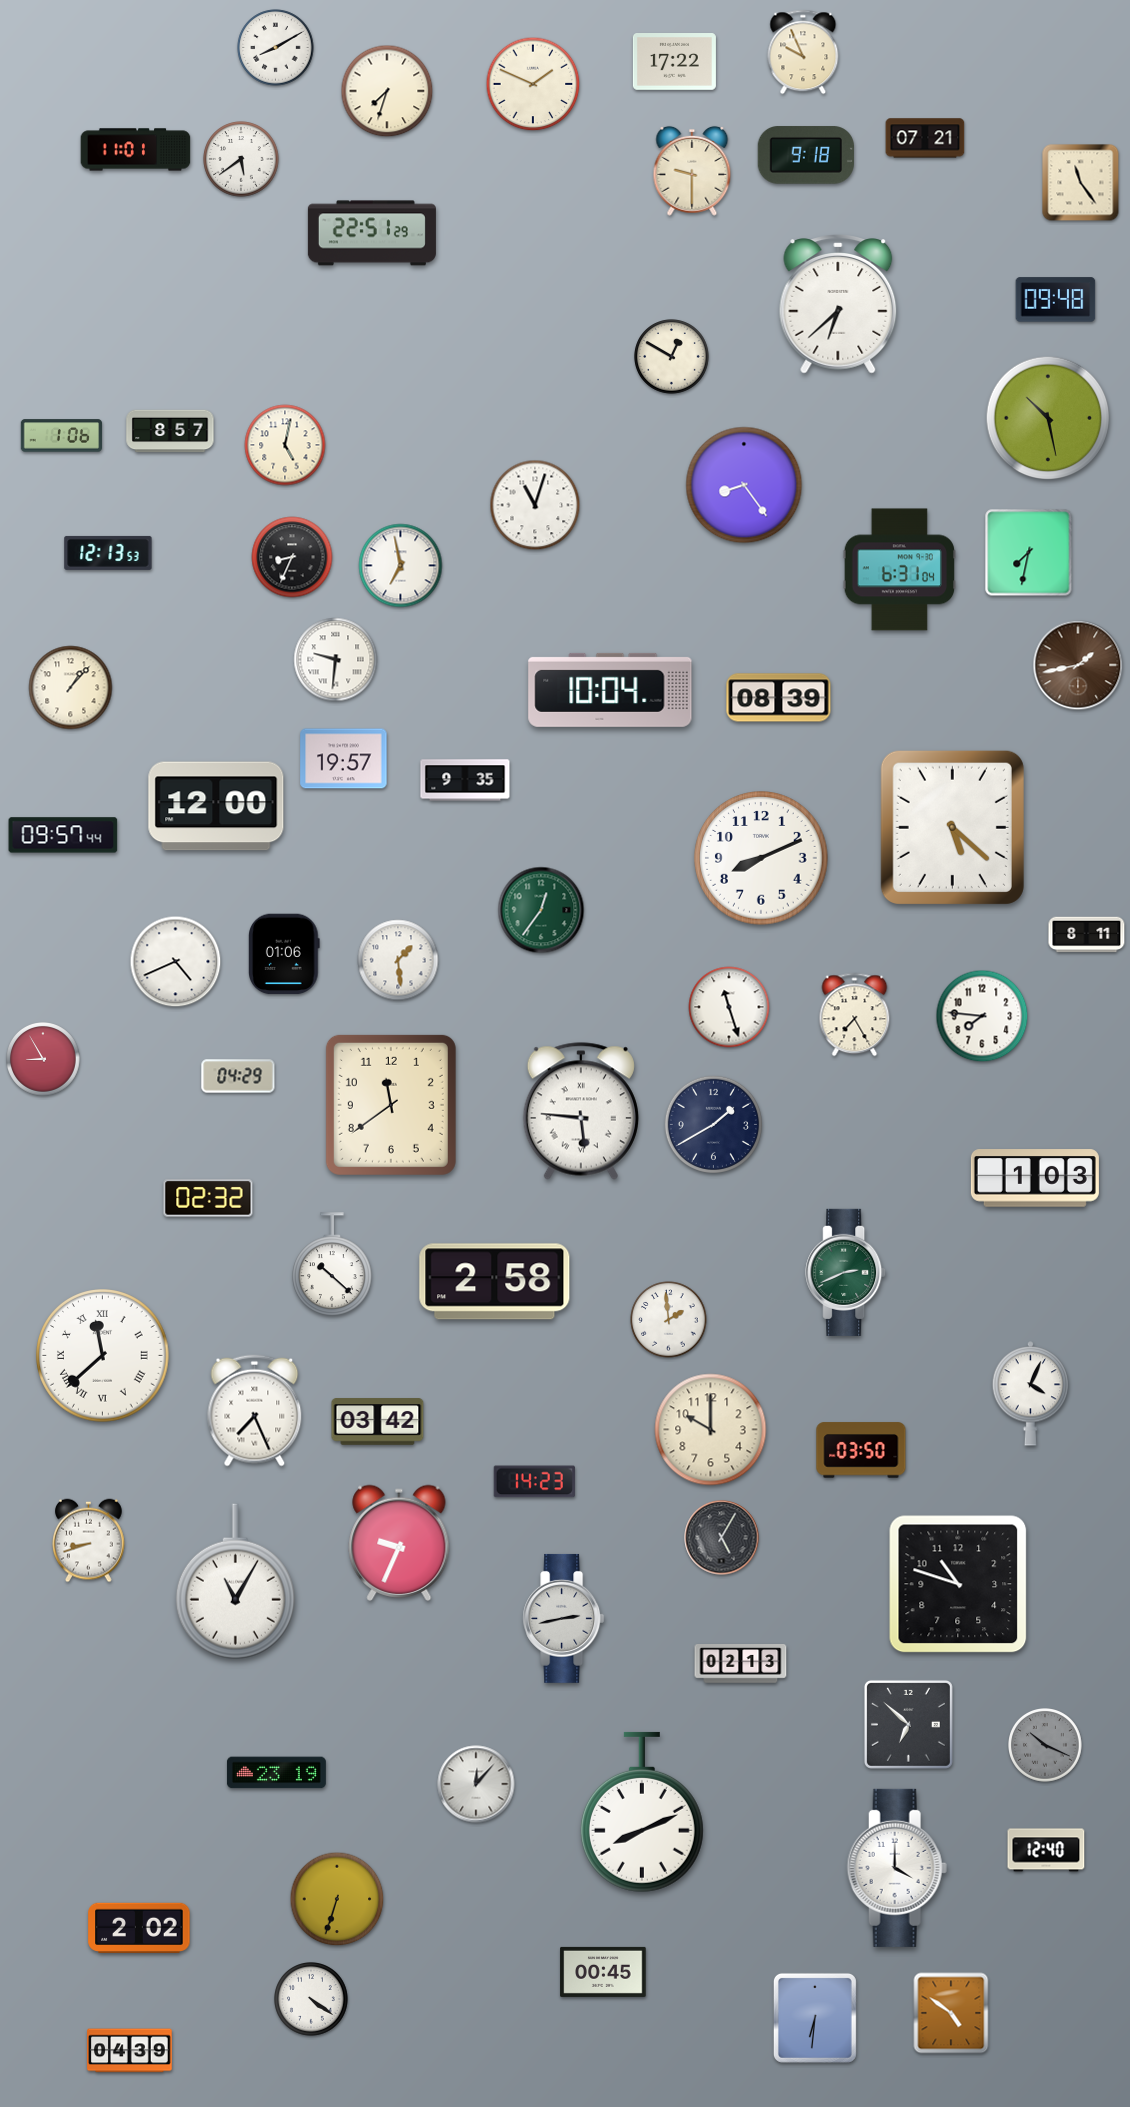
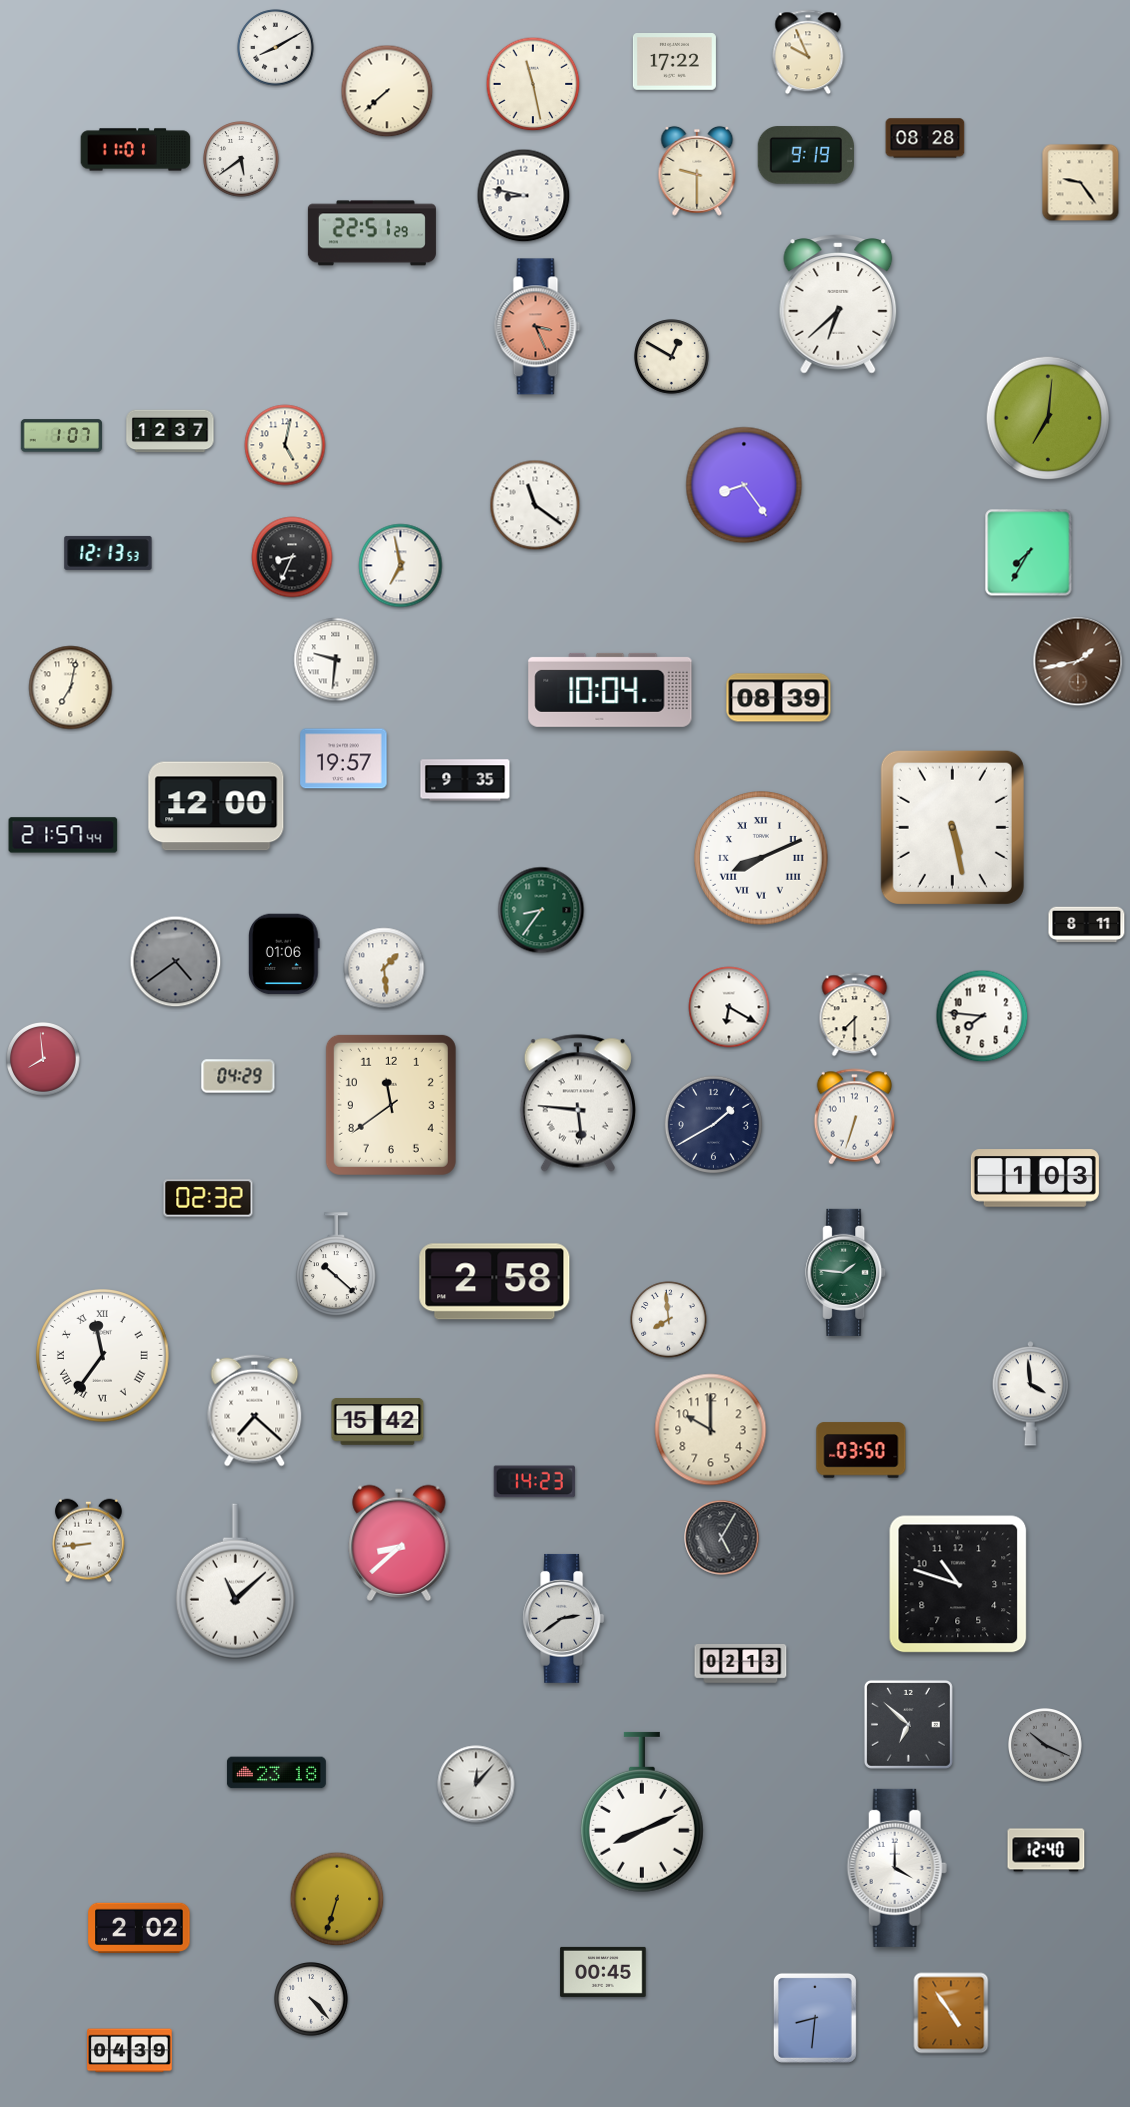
clock at (803, 52) position: (803, 52) -> (808, 52)
clock at (533, 84): 1:49 -> 11:28
clock at (387, 91): 7:33 -> 7:38
clock at (925, 138): 07:21 -> 08:28
clock at (806, 155): 9:18 -> 9:19
clock at (692, 171) position: (692, 171) -> (697, 171)
clock at (1081, 183): 11:24 -> 9:24
clock at (524, 196): none -> 8:47
clock at (1056, 300): 09:48 -> none
clock at (538, 327): none -> 3:26
clock at (1048, 418): 10:28 -> 7:01
clock at (170, 431): 8:57 -> 12:37
clock at (62, 436): 1:06 -> 1:07
clock at (535, 505): 11:03 -> 11:21
clock at (1029, 553): 7:32 -> 7:35
clock at (899, 570): 6:31 -> none
clock at (1078, 665) position: (1078, 665) -> (1078, 661)
clock at (71, 688): 1:07 -> 7:02
clock at (952, 827): 5:22 -> 5:28
clock at (63, 835): 09:57 -> 21:57
clock at (761, 858) numerals: Arabic -> Roman
clock at (541, 910): 12:36 -> 8:36
clock at (1087, 935) position: (1087, 935) -> (1087, 925)
clock at (398, 960) position: (398, 960) -> (384, 968)
clock at (176, 962): 4:41 -> 4:39
clock at (176, 962) dial: white -> grey
clock at (729, 1007): 11:27 -> 6:20
clock at (855, 1015): 7:25 -> 7:30
clock at (44, 1060): 8:55 -> 7:59
clock at (581, 1111) position: (581, 1111) -> (578, 1103)
clock at (855, 1117): none -> 6:33
clock at (333, 1264) position: (333, 1264) -> (337, 1264)
clock at (846, 1272): 2:41 -> 1:46
clock at (669, 1320): 1:59 -> 7:59
clock at (103, 1356): 11:38 -> 11:36
clock at (1031, 1394): 4:04 -> 3:59
clock at (255, 1411): 7:26 -> 7:22
clock at (378, 1422): 03:42 -> 15:42
clock at (89, 1541): 8:42 -> 8:44
clock at (399, 1543): 9:34 -> 8:38
clock at (235, 1582): 11:05 -> 11:08
clock at (564, 1618): 2:43 -> 2:39
clock at (276, 1773): 23:19 -> 23:18
clock at (312, 2000): 4:21 -> 4:23
clock at (951, 2013): 4:51 -> 4:54
clock at (815, 2018): 6:31 -> 8:31
